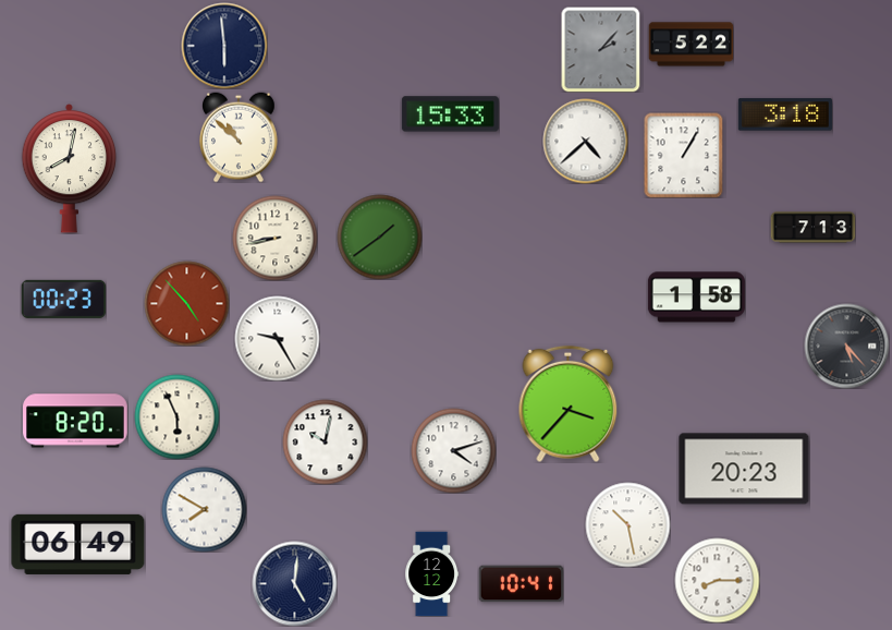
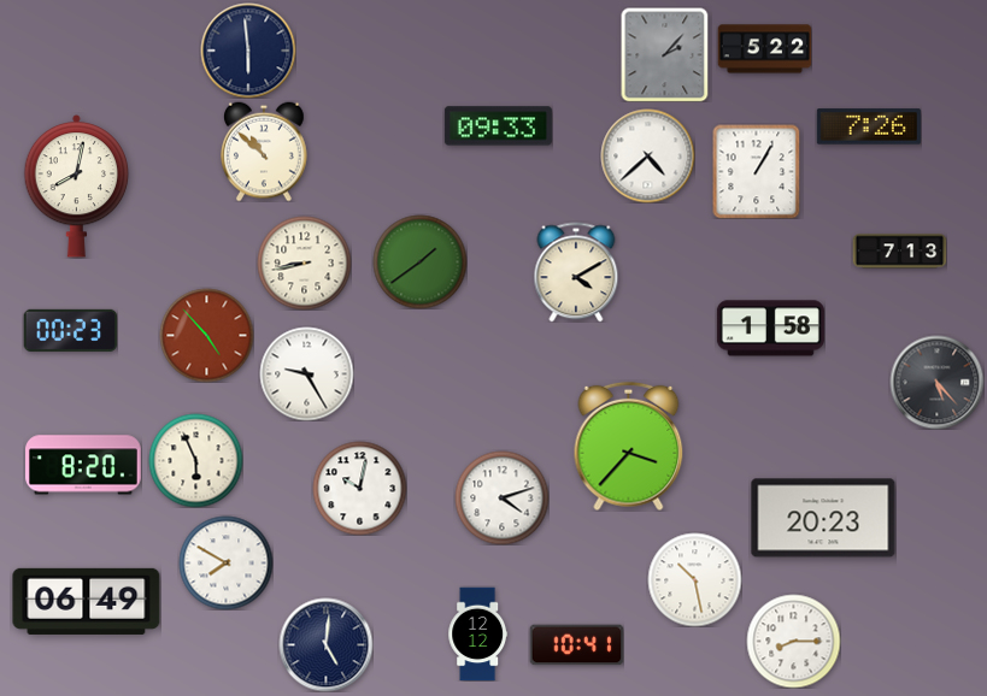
clock at (450, 114): 15:33 -> 09:33
clock at (785, 114): 3:18 -> 7:26
clock at (576, 272): none -> 4:10
